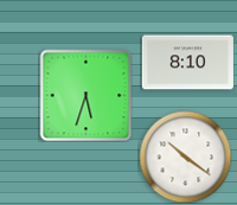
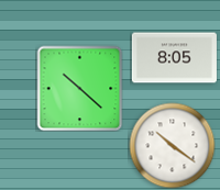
clock at (187, 63): 8:10 -> 8:05
clock at (85, 95): 5:33 -> 10:22
